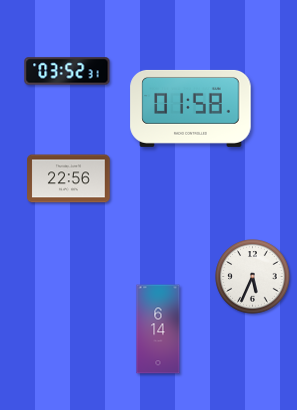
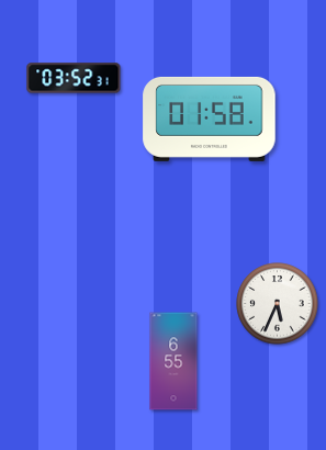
clock at (69, 179): 22:56 -> none
clock at (158, 329): 6:14 -> 6:55
